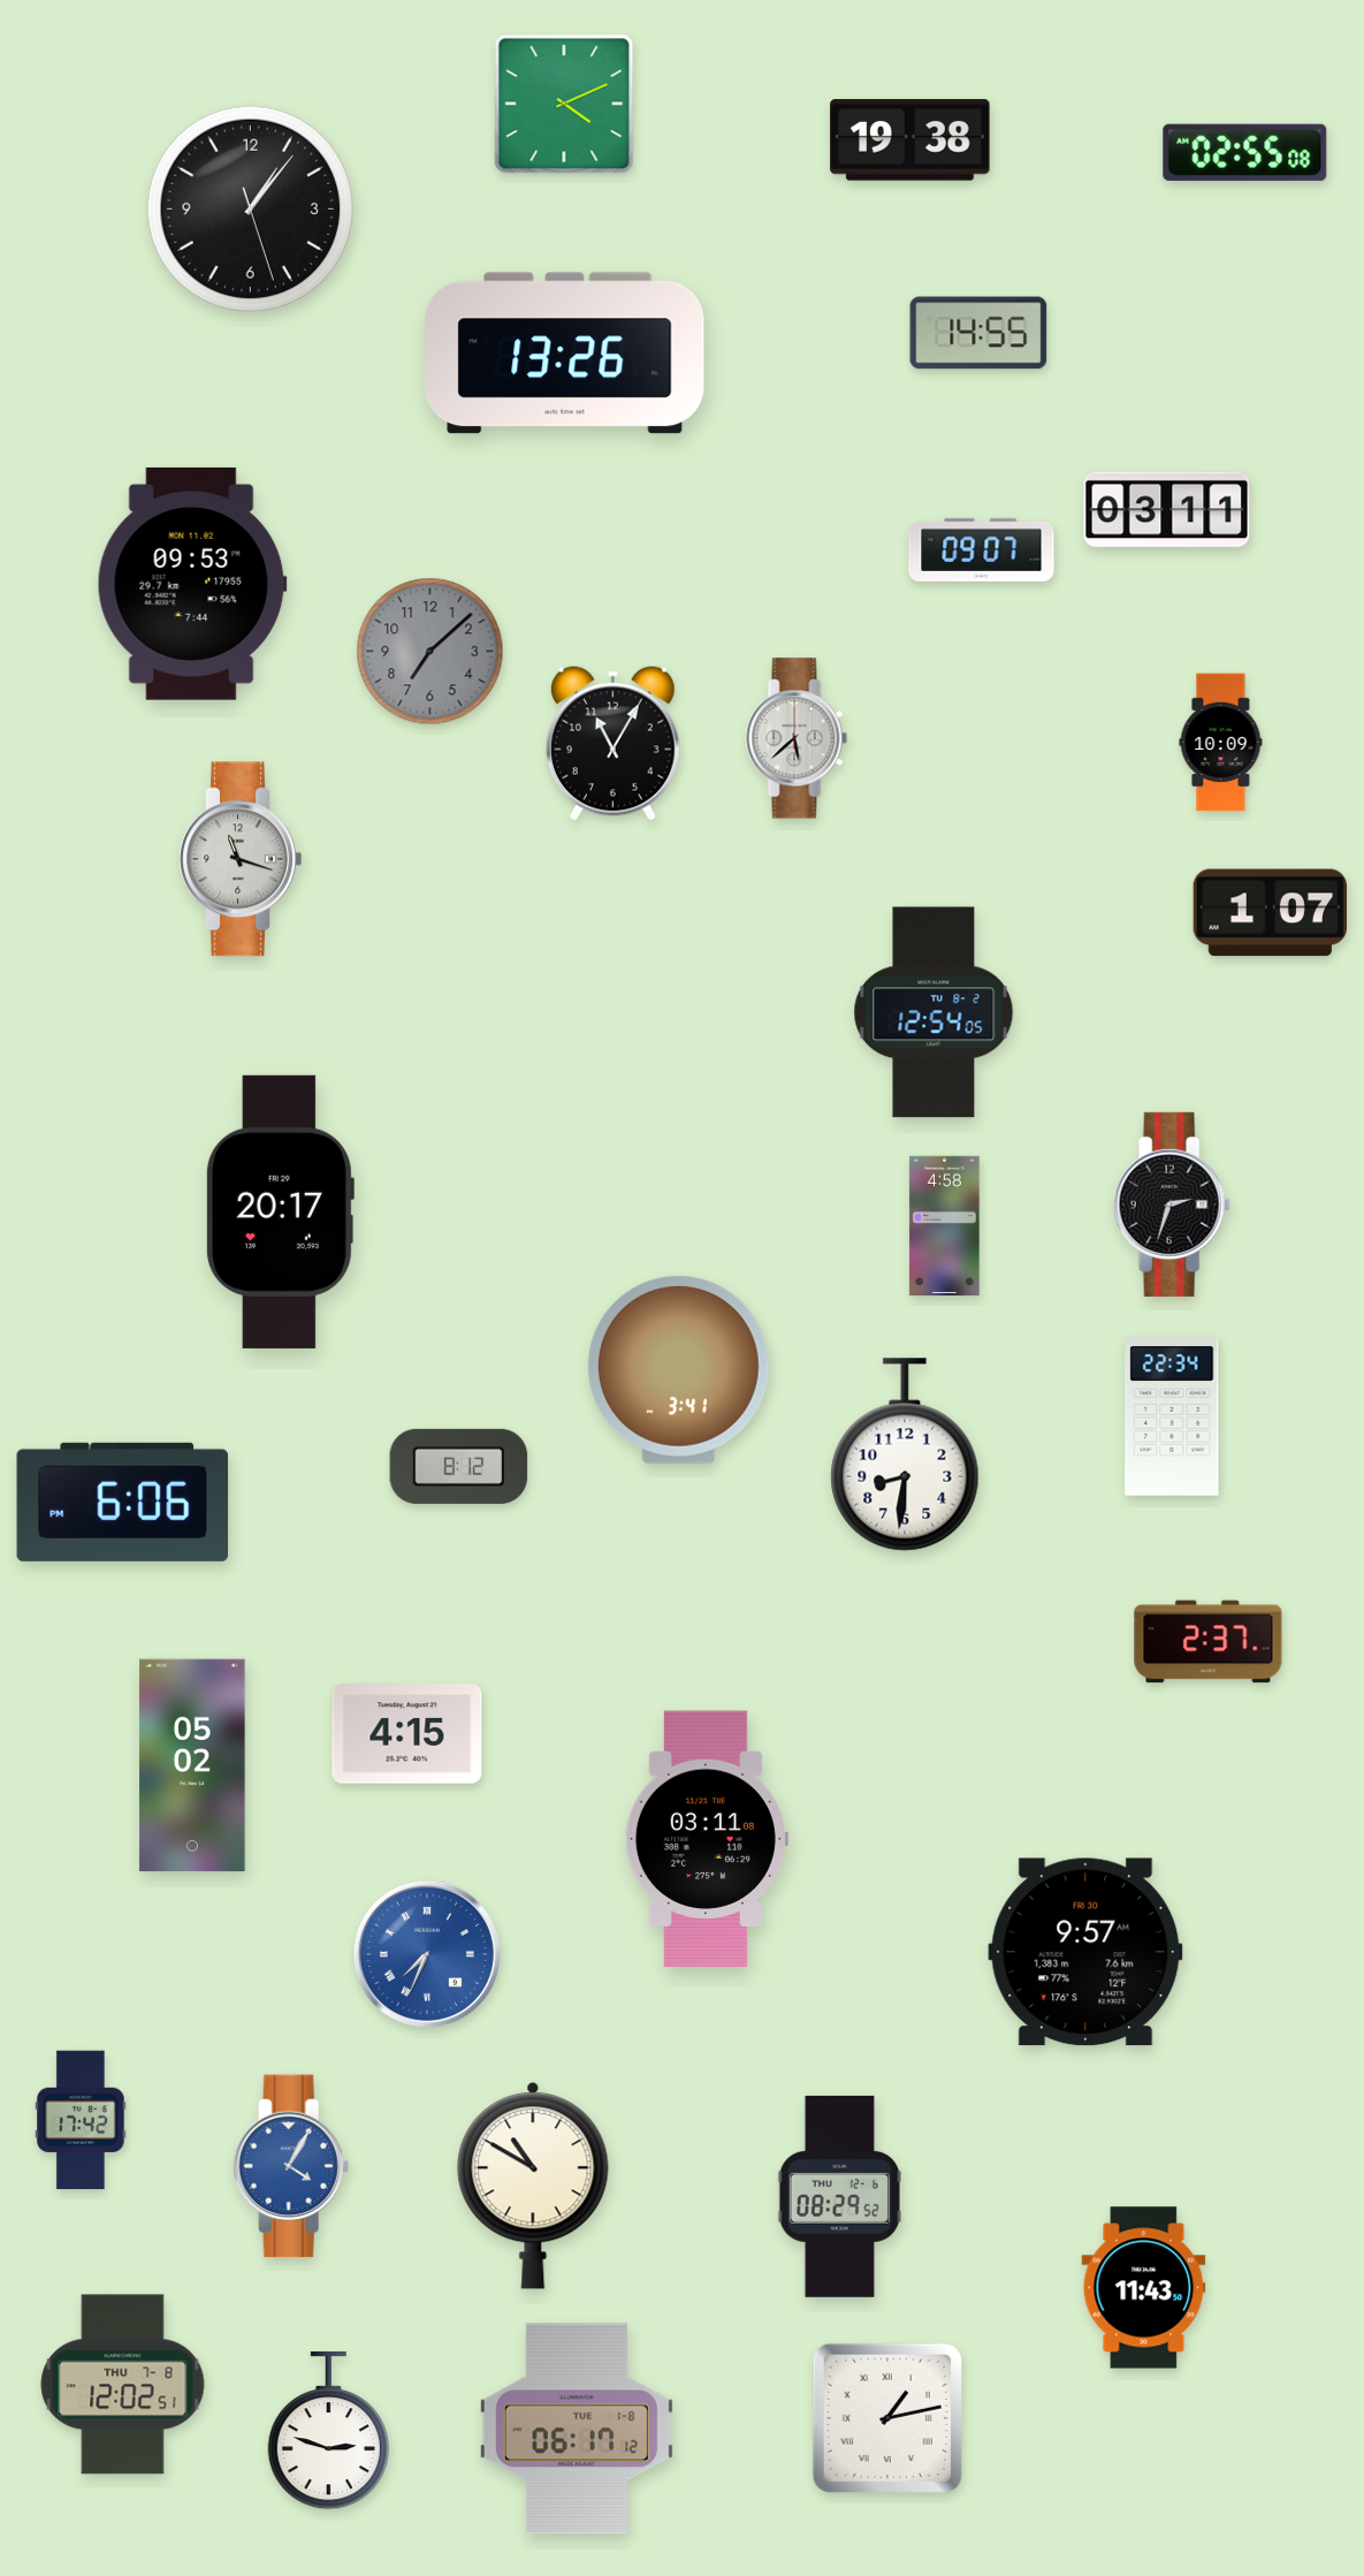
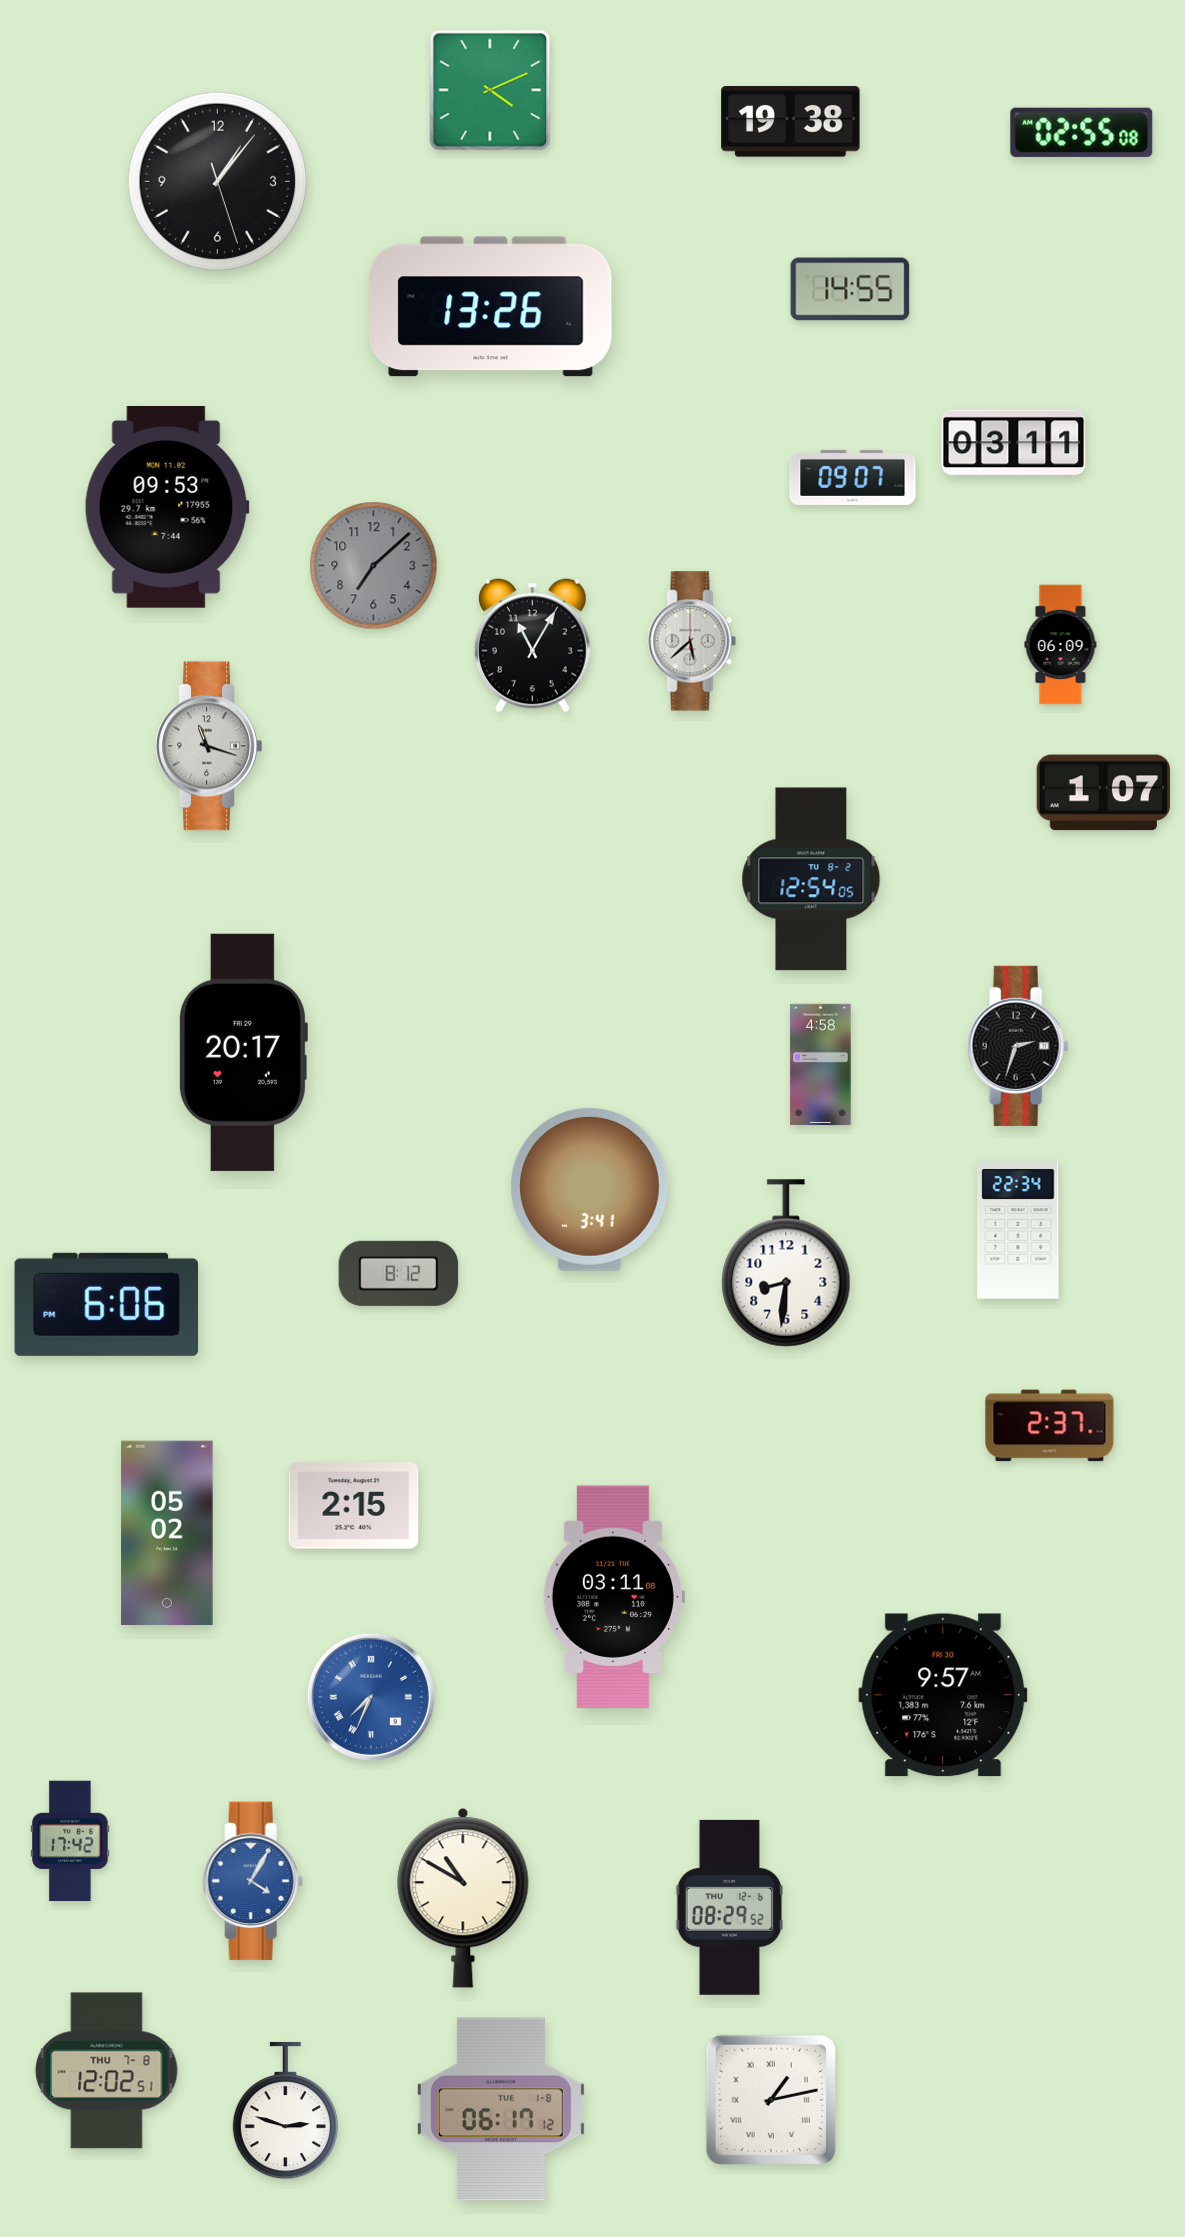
clock at (1221, 743): 10:09 -> 06:09
clock at (407, 1734): 4:15 -> 2:15
clock at (1144, 2288): 11:43 -> none
